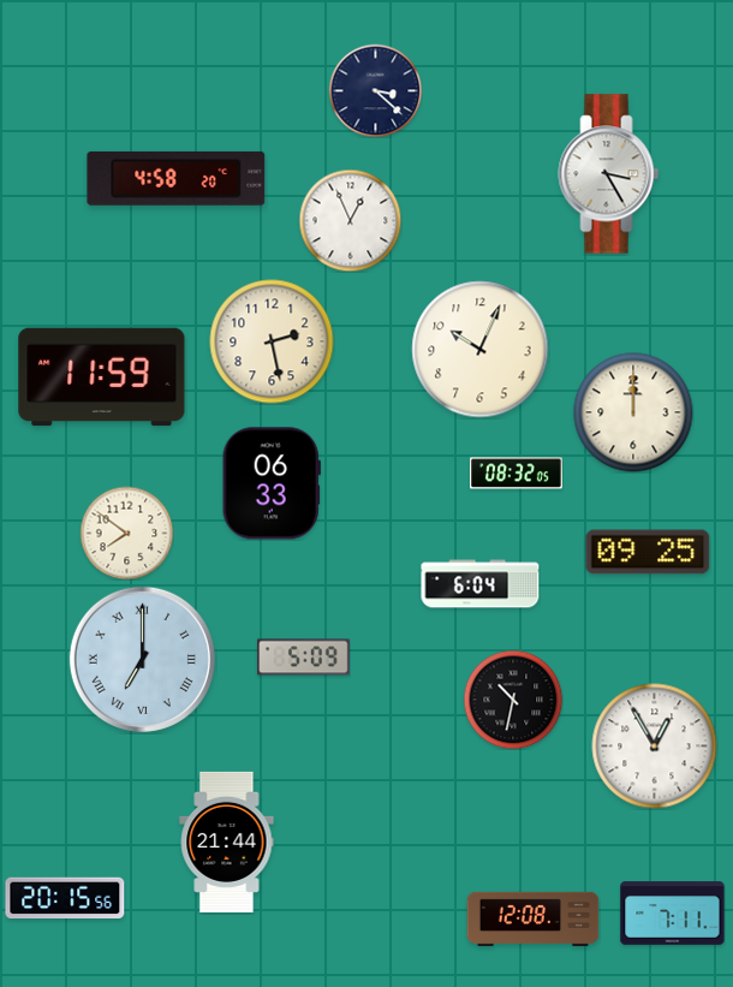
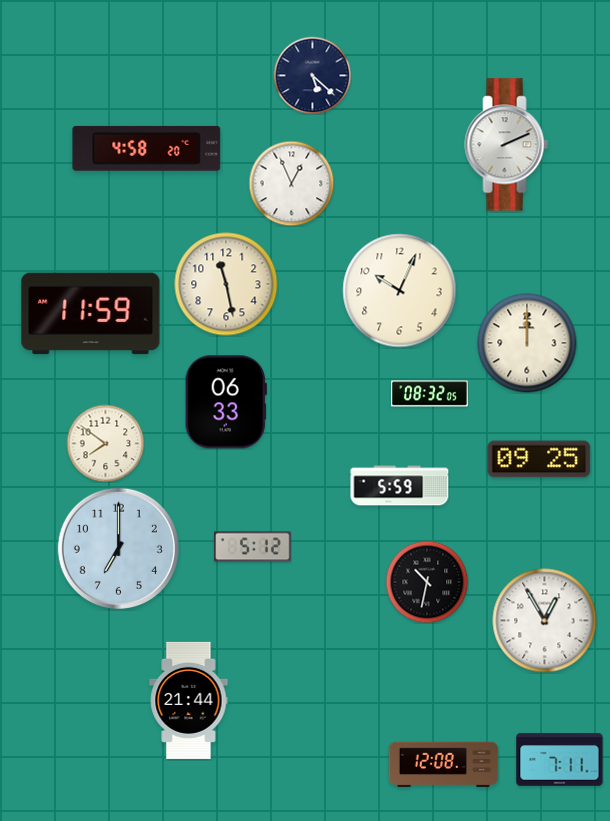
clock at (375, 90): 3:22 -> 5:22
clock at (609, 174): 3:25 -> 2:11
clock at (272, 341): 2:28 -> 11:28
clock at (102, 377) position: (102, 377) -> (91, 314)
clock at (481, 584): 6:04 -> 5:59
clock at (304, 658): 5:09 -> 5:12
clock at (142, 659) numerals: Roman -> Arabic
clock at (65, 897): 20:15 -> none
